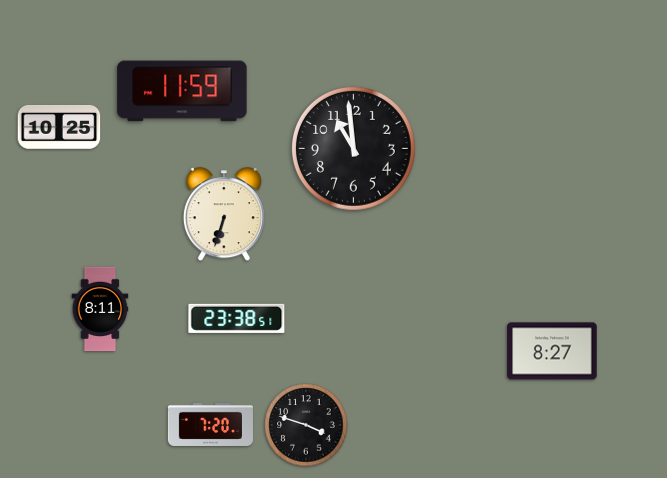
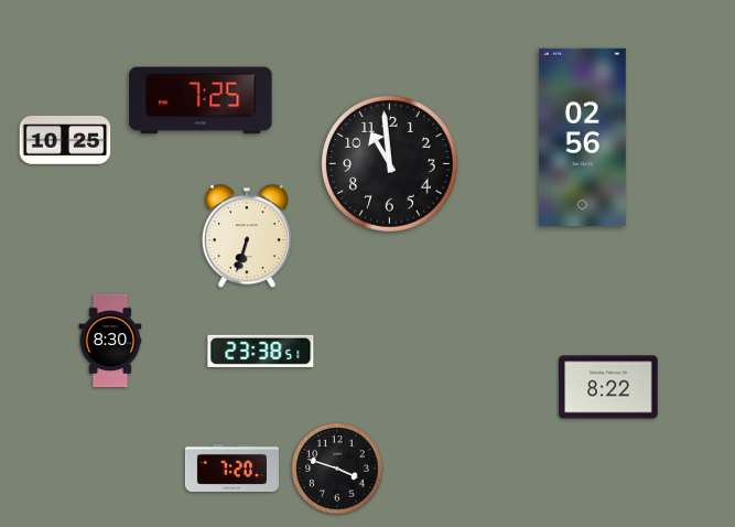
clock at (182, 91): 11:59 -> 7:25
clock at (582, 137): none -> 02:56
clock at (100, 309): 8:11 -> 8:30
clock at (552, 351): 8:27 -> 8:22
